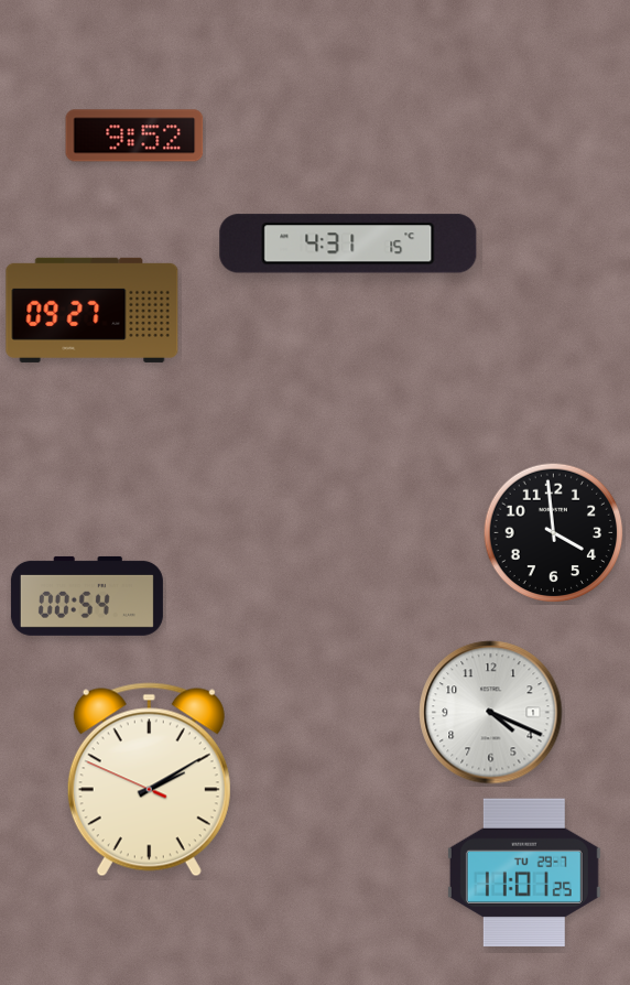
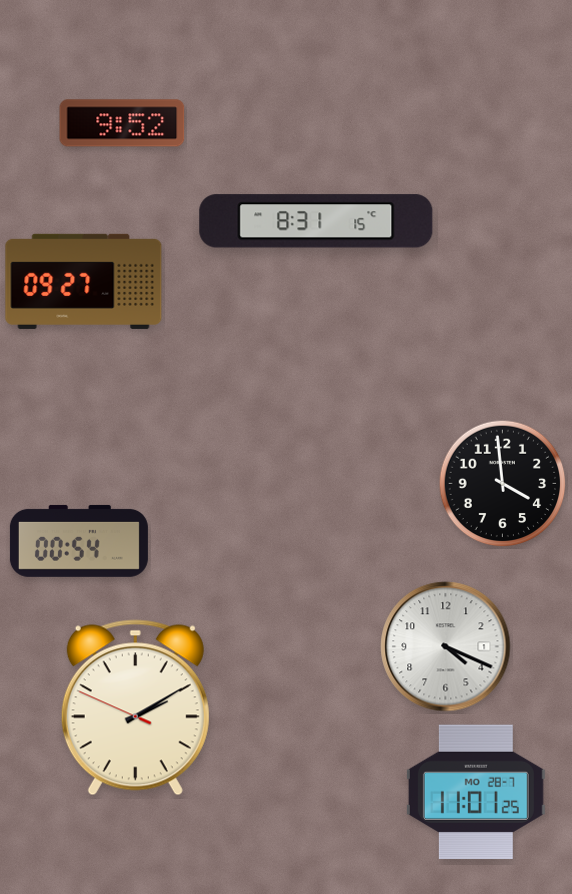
clock at (348, 243): 4:31 -> 8:31
clock at (524, 873) date: TU 29-7 -> MO 28-7
